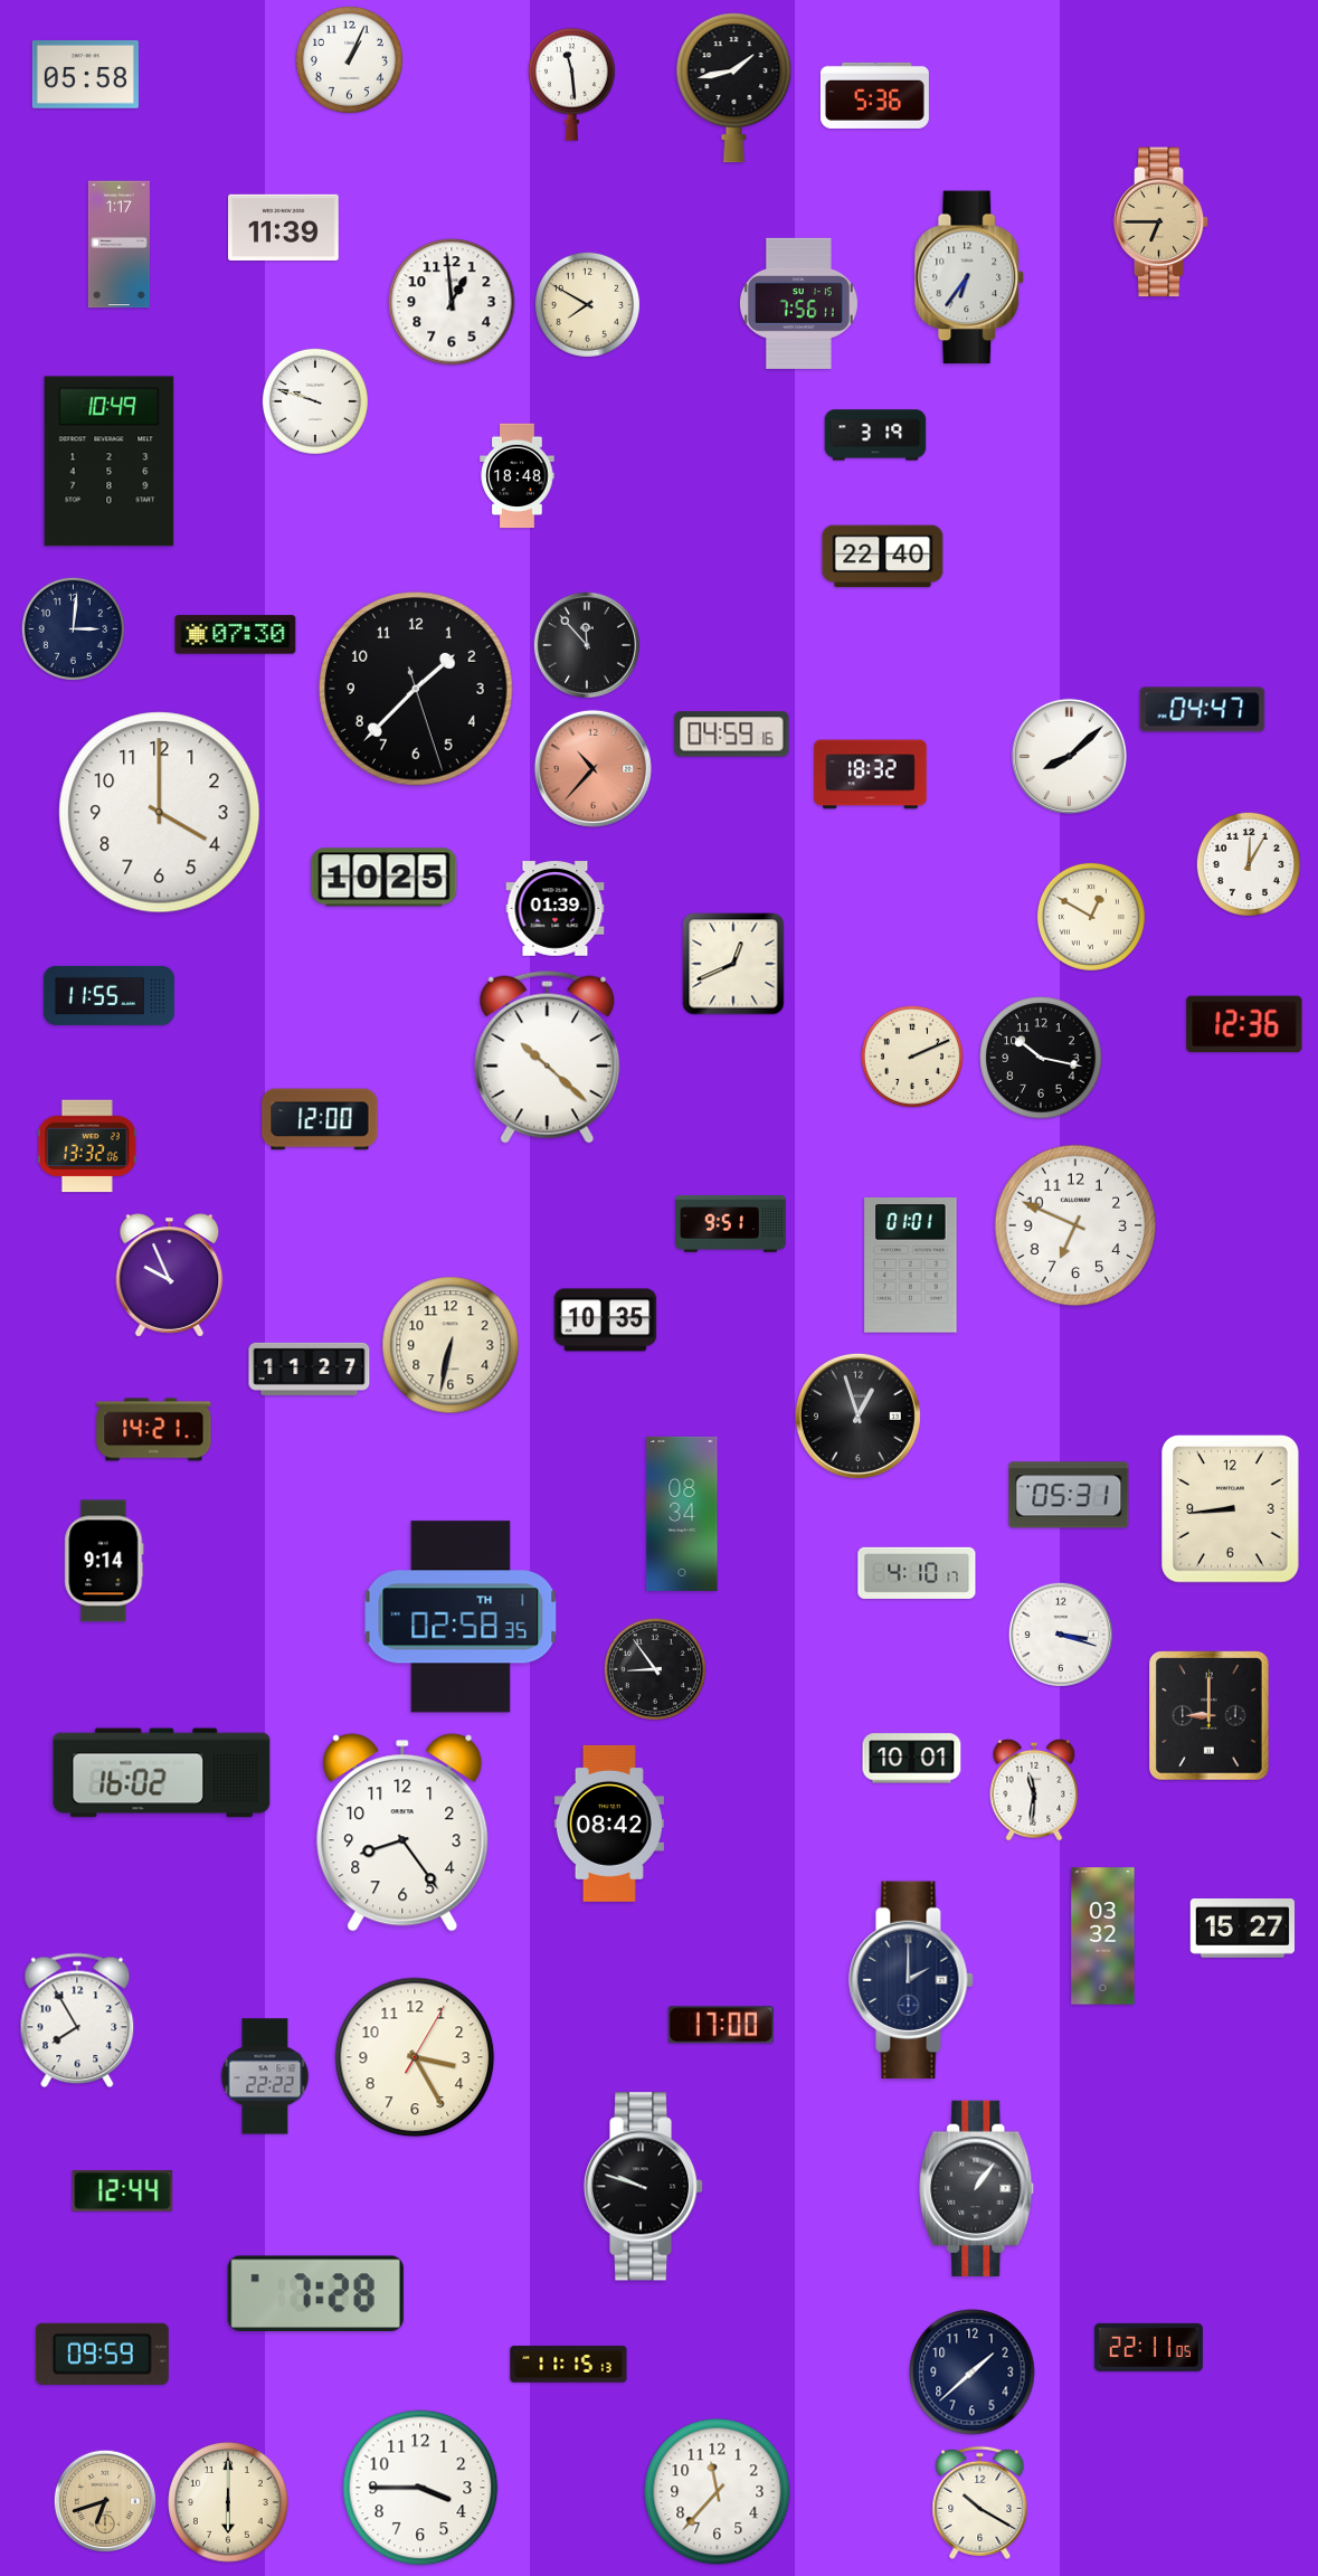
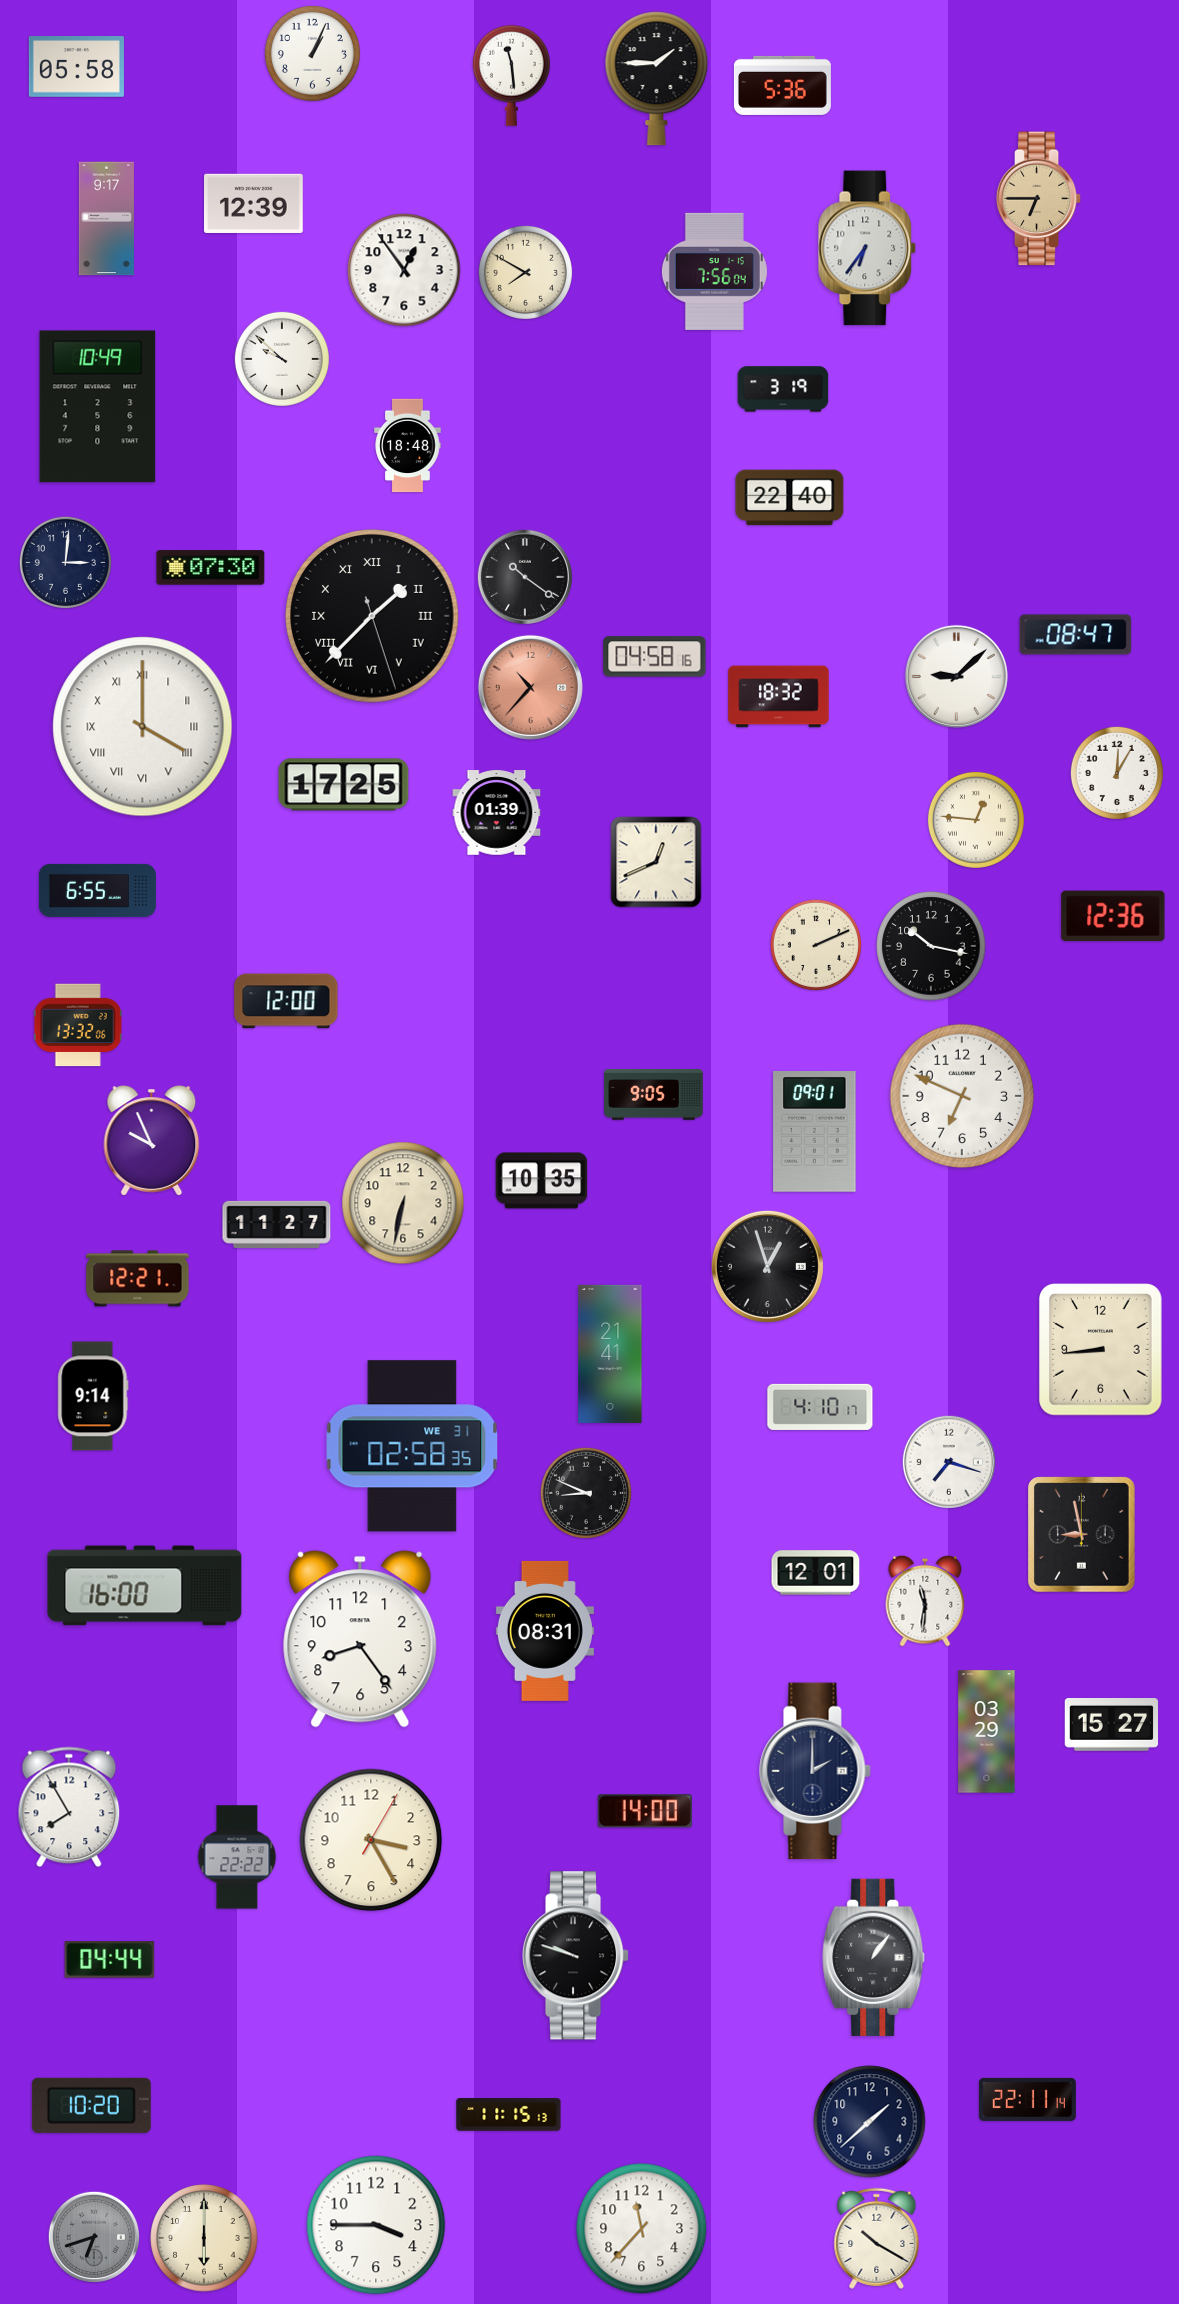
clock at (734, 88): 1:43 -> 1:45
clock at (284, 227): 11:39 -> 12:39
clock at (118, 245): 1:17 -> 9:17
clock at (452, 302): 12:59 -> 12:54
clock at (798, 303): 7:56:11 -> 7:56:04
clock at (315, 401): 9:48 -> 9:52
clock at (110, 462) position: (110, 462) -> (98, 407)
clock at (518, 476) position: (518, 476) -> (408, 446)
clock at (587, 645): 11:53 -> 10:21
clock at (416, 689) numerals: Arabic -> Roman
clock at (1203, 710): 04:47 -> 08:47
clock at (732, 735): 04:59 -> 04:58
clock at (1069, 756): 8:08 -> 9:08
clock at (871, 775) position: (871, 775) -> (779, 697)
clock at (160, 813) numerals: Arabic -> Roman
clock at (385, 878): 10:25 -> 17:25
clock at (1091, 917): 12:50 -> 12:46
clock at (108, 995): 11:55 -> 6:55
clock at (548, 1057): 10:22 -> none
clock at (731, 1224): 9:51 -> 9:05
clock at (911, 1266): 01:01 -> 09:01
clock at (154, 1430): 14:21 -> 12:21
clock at (1069, 1495): 05:31 -> none
clock at (682, 1514): 08:34 -> 21:41
clock at (461, 1617) date: TH 1 -> WE 31
clock at (1060, 1633): 3:18 -> 7:18
clock at (655, 1669): 8:54 -> 8:49
clock at (1210, 1716): 9:00 -> 8:58
clock at (912, 1759): 10:01 -> 12:01
clock at (162, 1773): 16:02 -> 16:00
clock at (609, 1824): 08:42 -> 08:31
clock at (1103, 1936): 03:32 -> 03:29
clock at (721, 2025): 17:00 -> 14:00
clock at (123, 2191): 12:44 -> 04:44
clock at (315, 2293): 7:28 -> none
clock at (1148, 2347): 22:11:05 -> 22:11:14
clock at (102, 2354): 09:59 -> 10:20
clock at (104, 2500) dial: champagne -> grey
